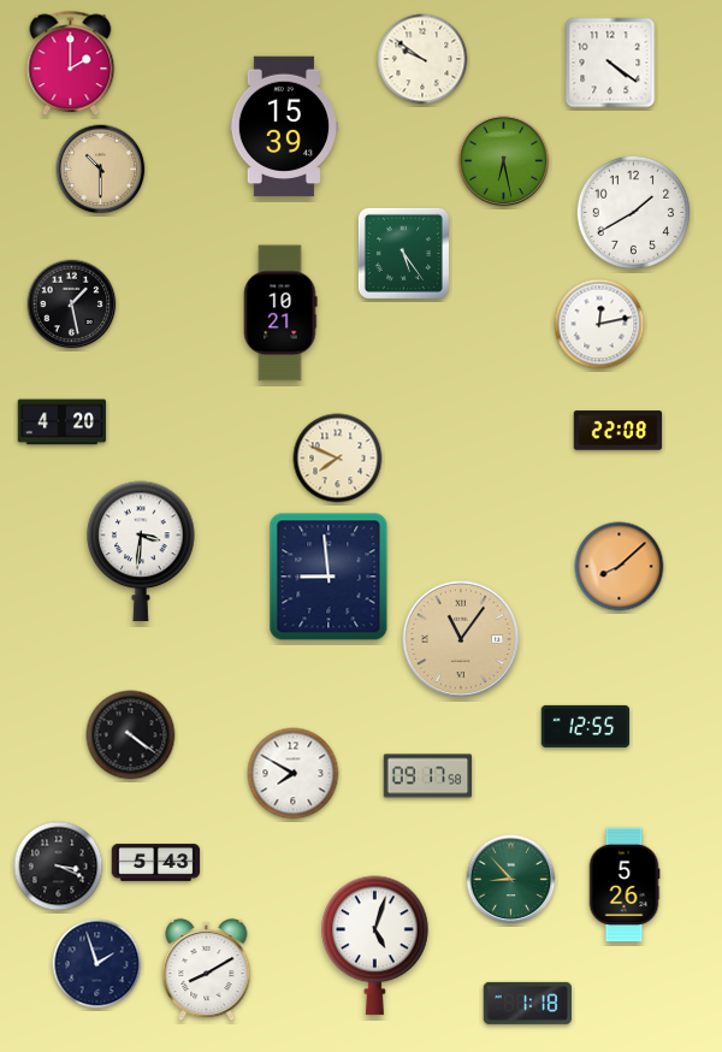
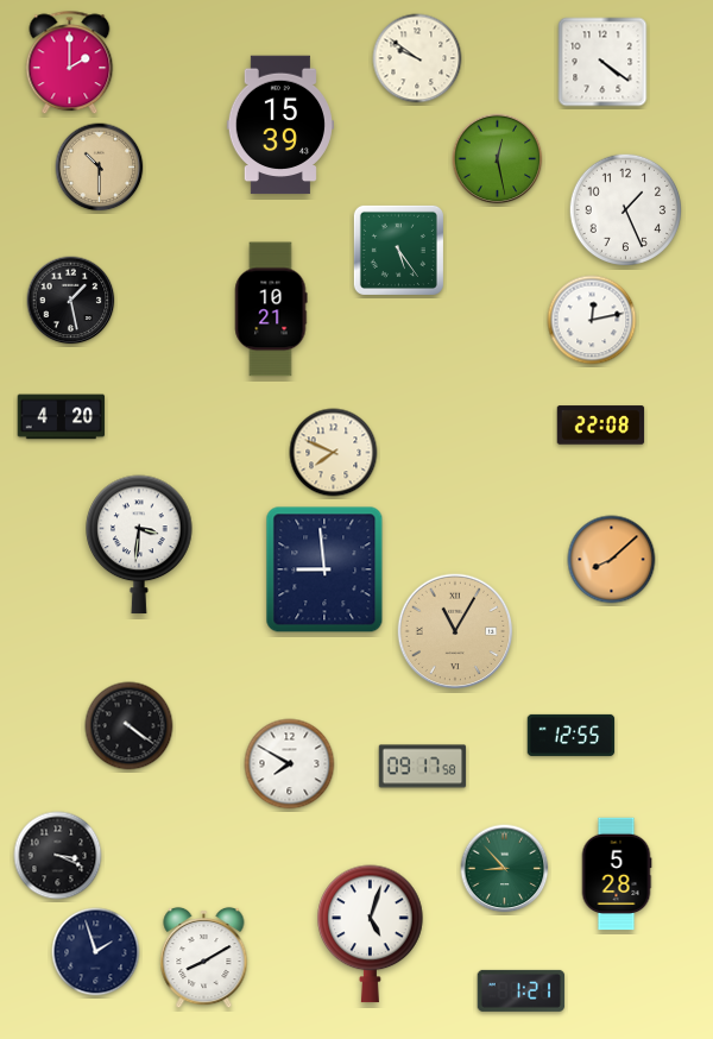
clock at (504, 161): 6:28 -> 12:28
clock at (634, 213): 1:40 -> 1:26
clock at (280, 313) position: (280, 313) -> (271, 309)
clock at (619, 431) position: (619, 431) -> (601, 426)
clock at (461, 639): 11:06 -> 11:05
clock at (586, 726) position: (586, 726) -> (572, 735)
clock at (156, 862): 5:43 -> none
clock at (625, 885): 5:26 -> 5:28
clock at (528, 1003): 1:18 -> 1:21
